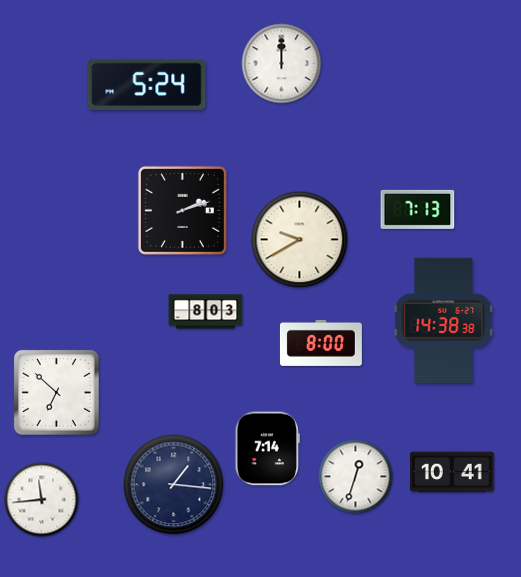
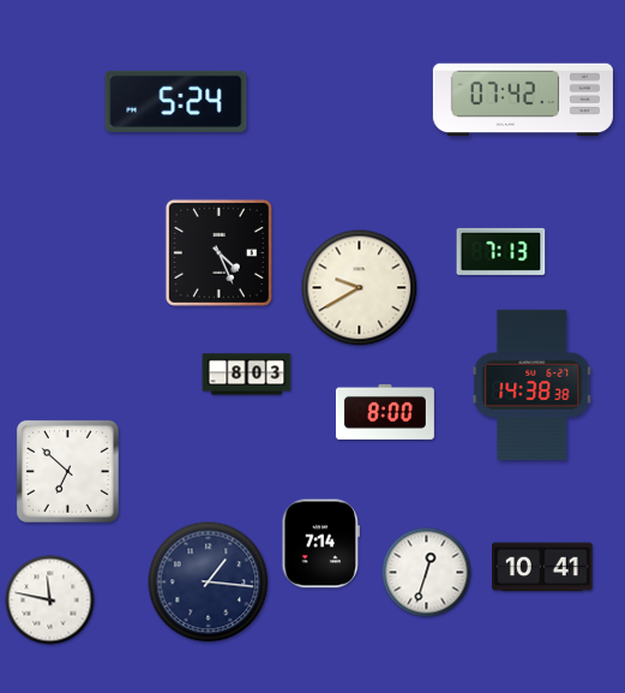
clock at (282, 64): 12:00 -> none
clock at (523, 100): none -> 07:42
clock at (182, 210): 2:12 -> 4:26
clock at (267, 449) position: (267, 449) -> (320, 544)
clock at (42, 500): 11:44 -> 11:47
